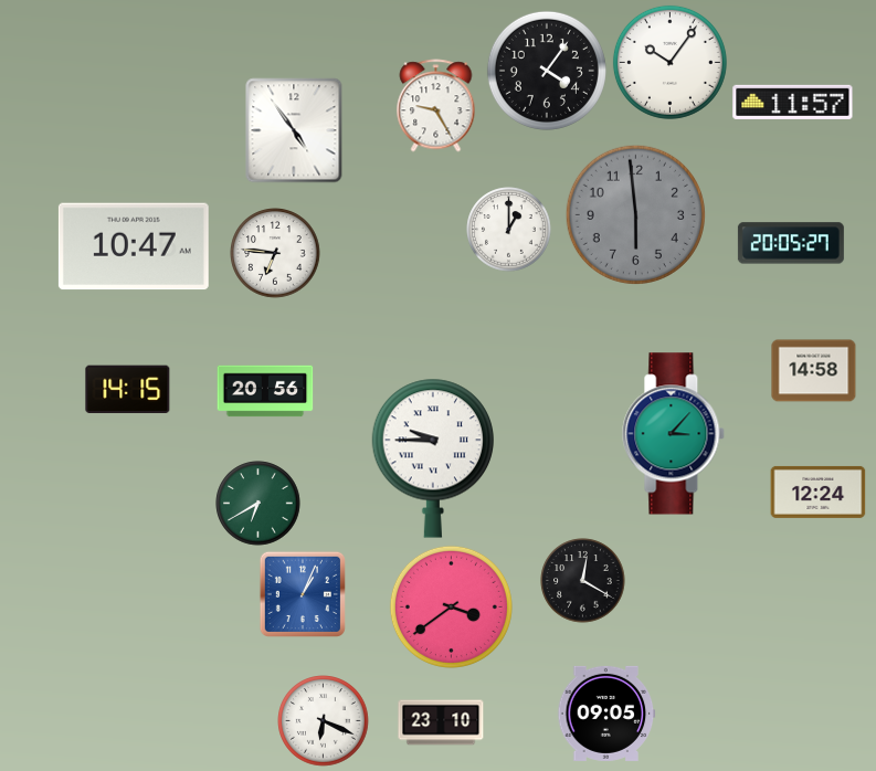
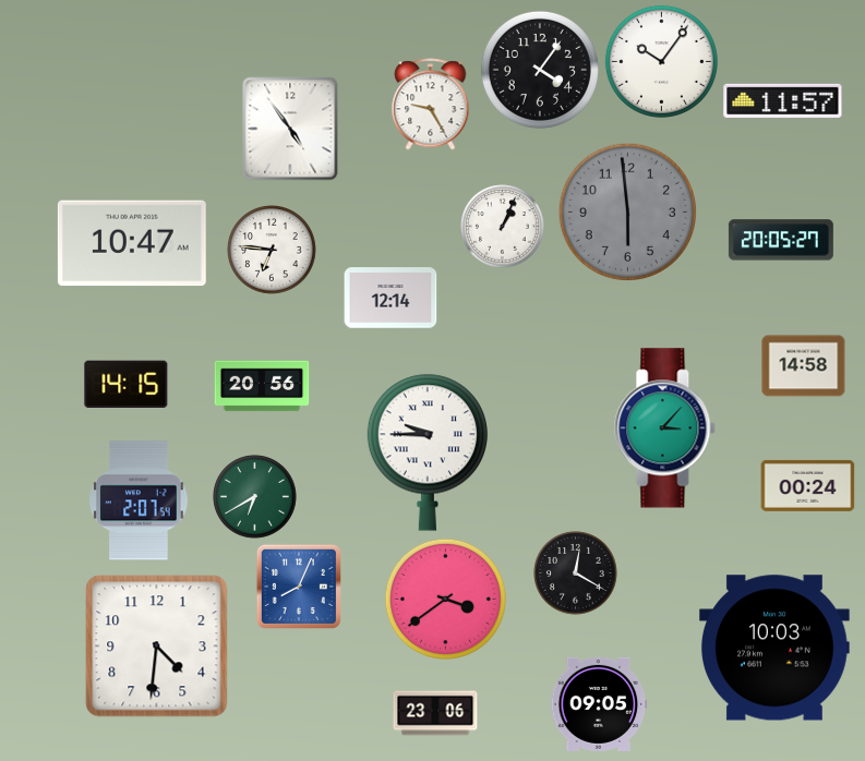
clock at (509, 230): 1:00 -> 1:04
clock at (391, 298): none -> 12:14
clock at (819, 492): 12:24 -> 00:24
clock at (139, 500): none -> 2:07
clock at (302, 593): 1:04 -> 8:04
clock at (157, 647): none -> 4:31
clock at (774, 648): none -> 10:03
clock at (324, 721): 6:19 -> none
clock at (441, 722): 23:10 -> 23:06
